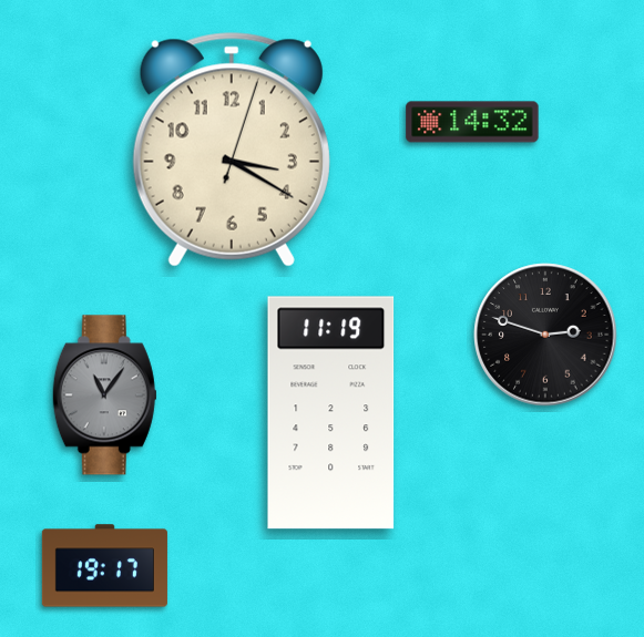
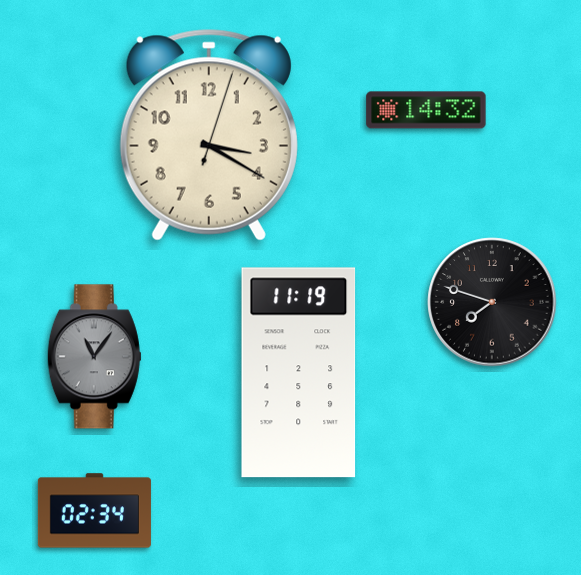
clock at (545, 335): 2:48 -> 7:48
clock at (104, 566): 19:17 -> 02:34
